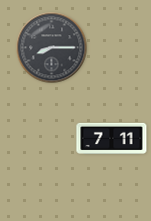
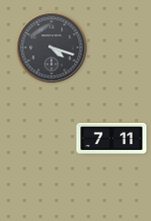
clock at (52, 48): 8:15 -> 4:18
